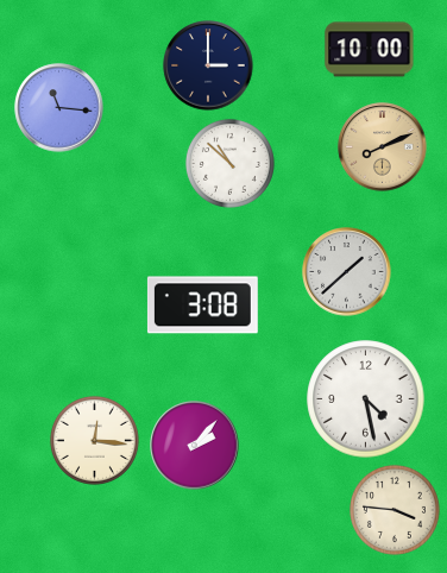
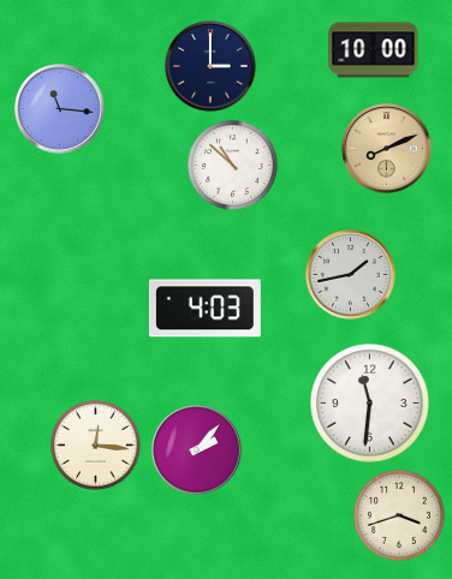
clock at (347, 272): 1:38 -> 1:43
clock at (202, 306): 3:08 -> 4:03
clock at (366, 399): 4:28 -> 11:31
clock at (395, 510): 3:46 -> 3:42
